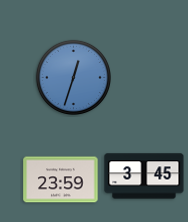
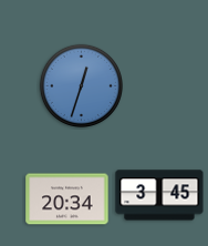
clock at (61, 180): 23:59 -> 20:34
